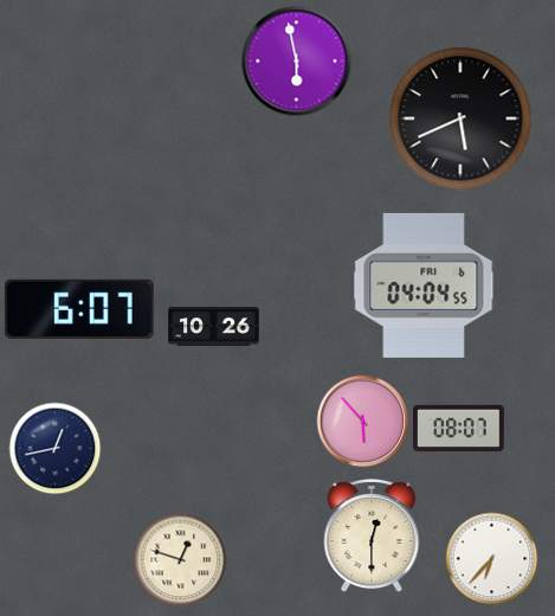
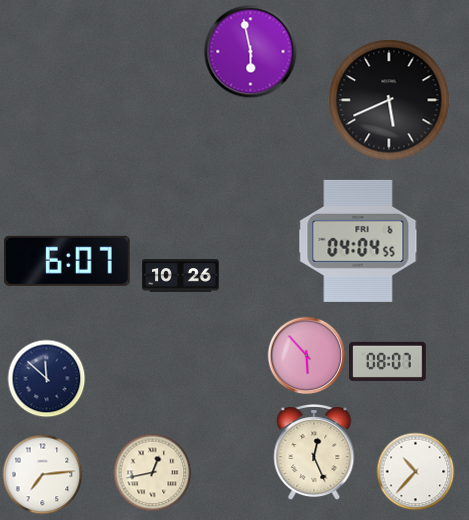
clock at (54, 448): 12:43 -> 11:52
clock at (372, 537): 12:30 -> 12:26
clock at (491, 558): 6:37 -> 10:37
clock at (180, 559): 12:48 -> 12:43
clock at (42, 474): none -> 7:14
